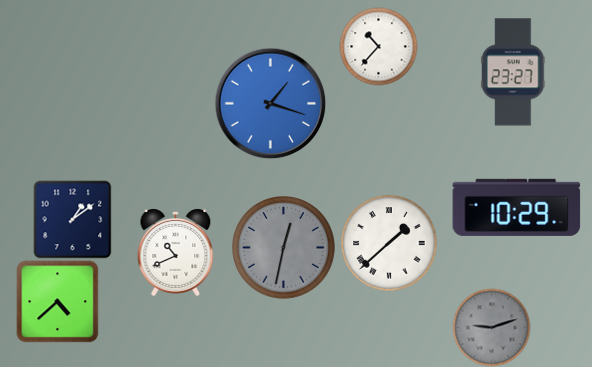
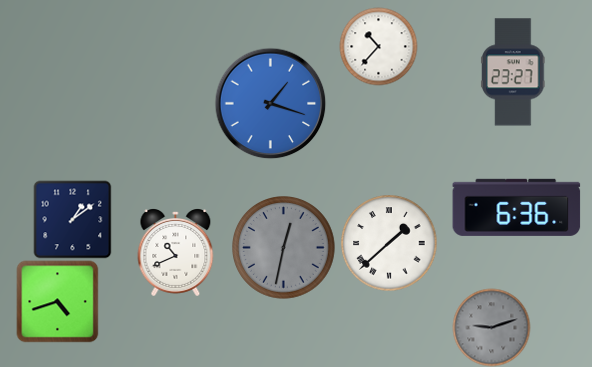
clock at (517, 207): 10:29 -> 6:36
clock at (57, 301): 4:38 -> 4:42
